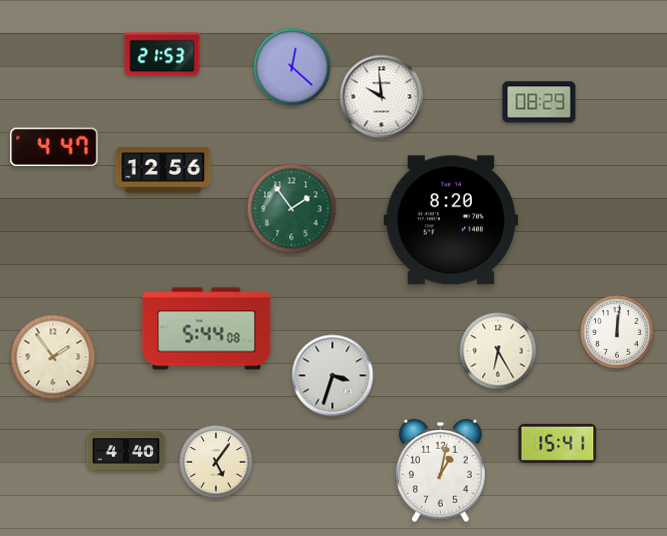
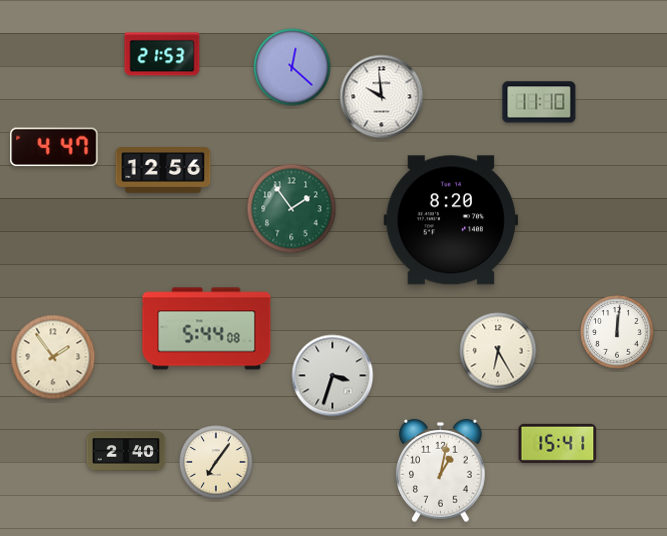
clock at (539, 102): 08:29 -> 11:10
clock at (126, 451): 4:40 -> 2:40
clock at (216, 462): 5:06 -> 7:06
